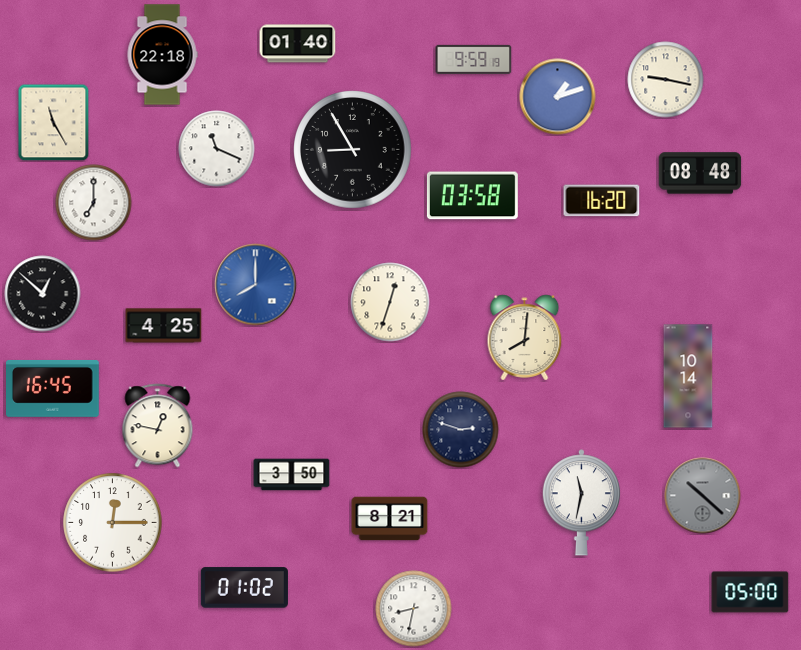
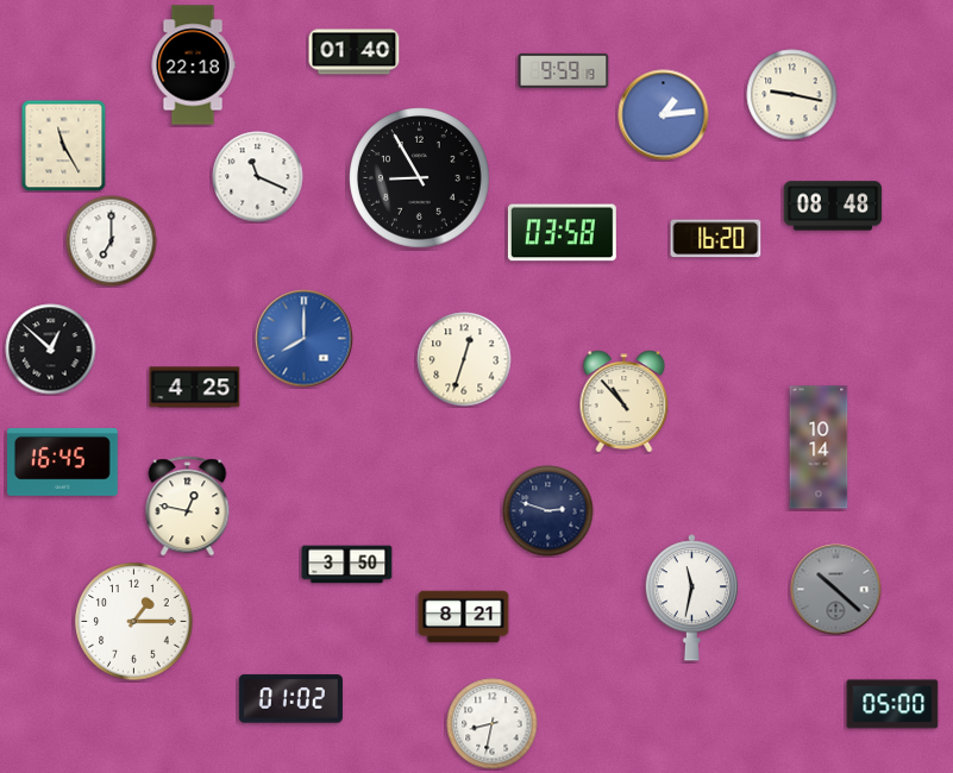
clock at (558, 97): 1:12 -> 1:14
clock at (525, 338): 8:01 -> 10:53
clock at (113, 523): 12:15 -> 1:15
